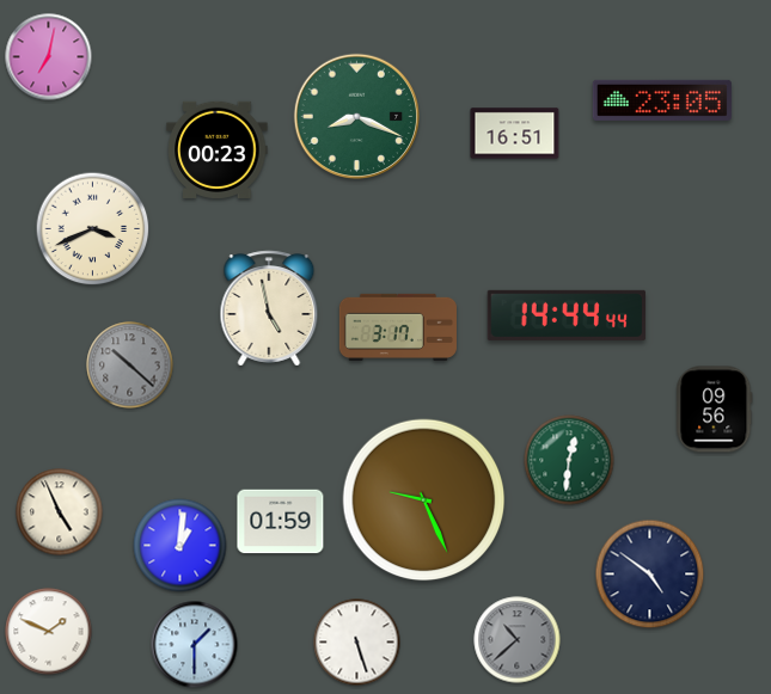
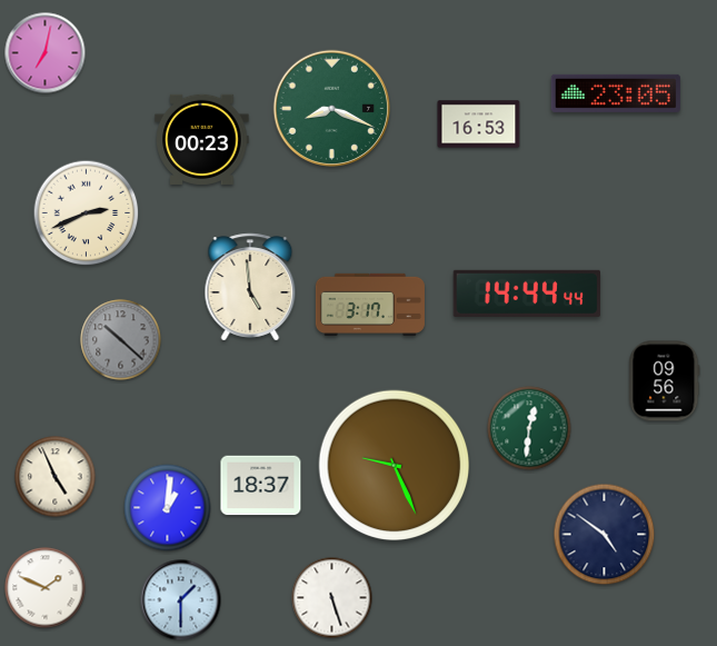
clock at (515, 134): 16:51 -> 16:53
clock at (93, 229): 3:41 -> 2:41
clock at (269, 308): 4:58 -> 4:59
clock at (281, 522): 01:59 -> 18:37
clock at (518, 640): 10:38 -> none
